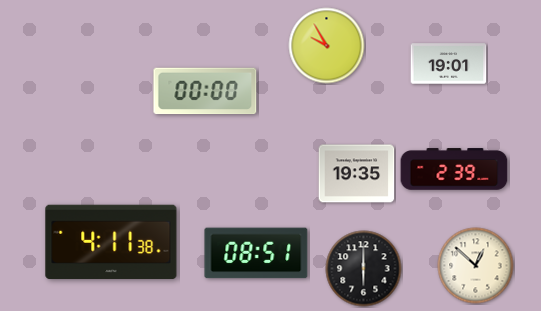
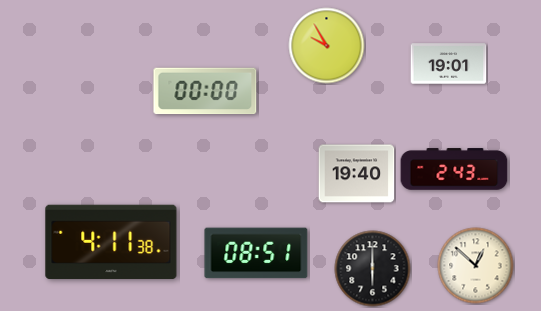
clock at (454, 169): 2:39 -> 2:43
clock at (357, 174): 19:35 -> 19:40
clock at (364, 269) position: (364, 269) -> (373, 269)
